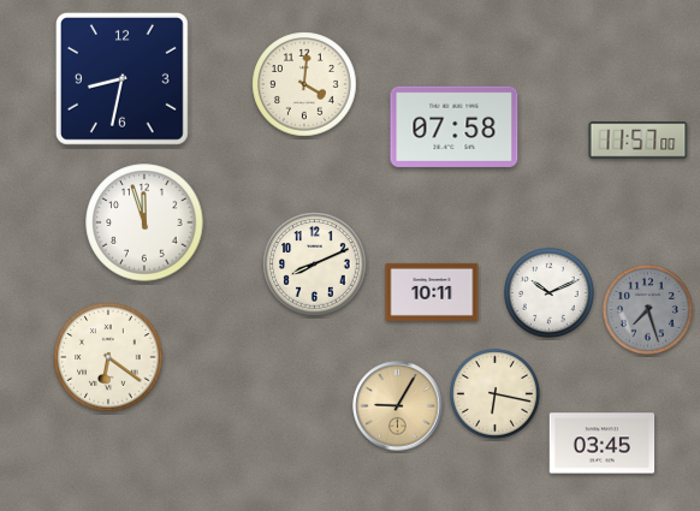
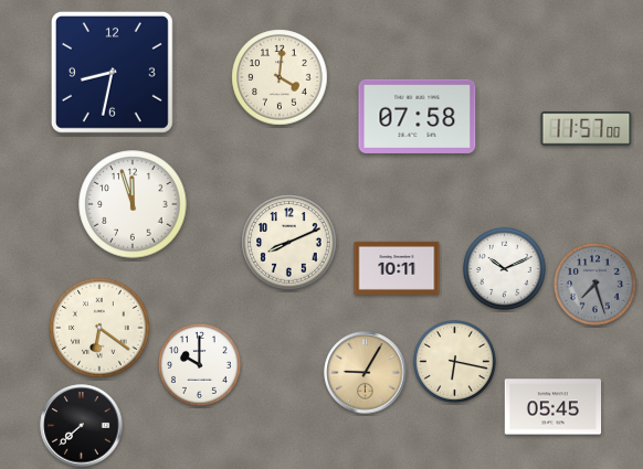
clock at (199, 365): none -> 10:00
clock at (603, 444): 03:45 -> 05:45
clock at (82, 426): none -> 7:38
